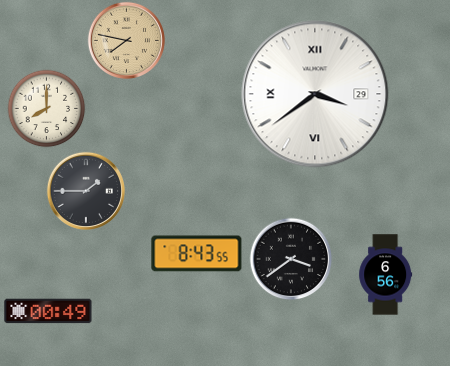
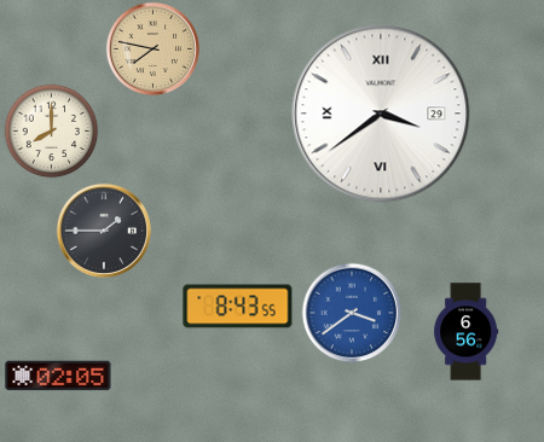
clock at (46, 108) position: (46, 108) -> (51, 130)
clock at (291, 259) dial: black -> blue
clock at (48, 311): 00:49 -> 02:05
